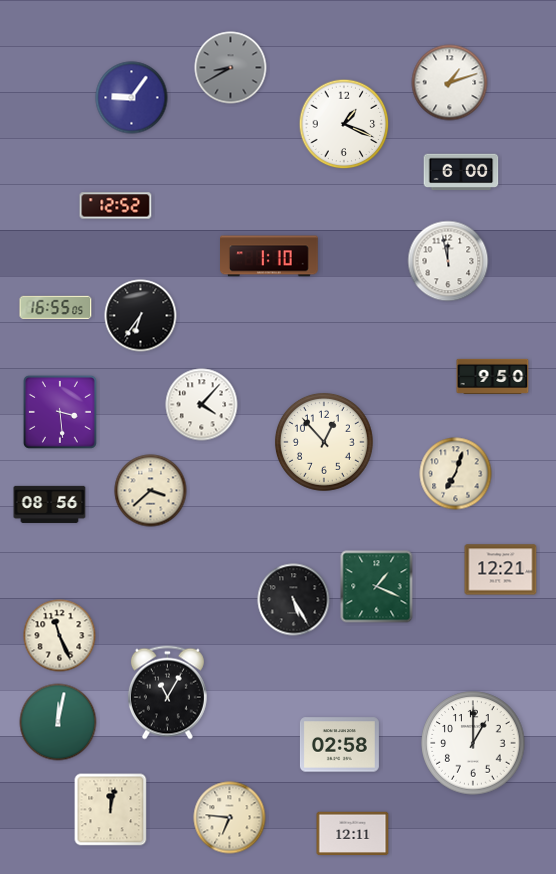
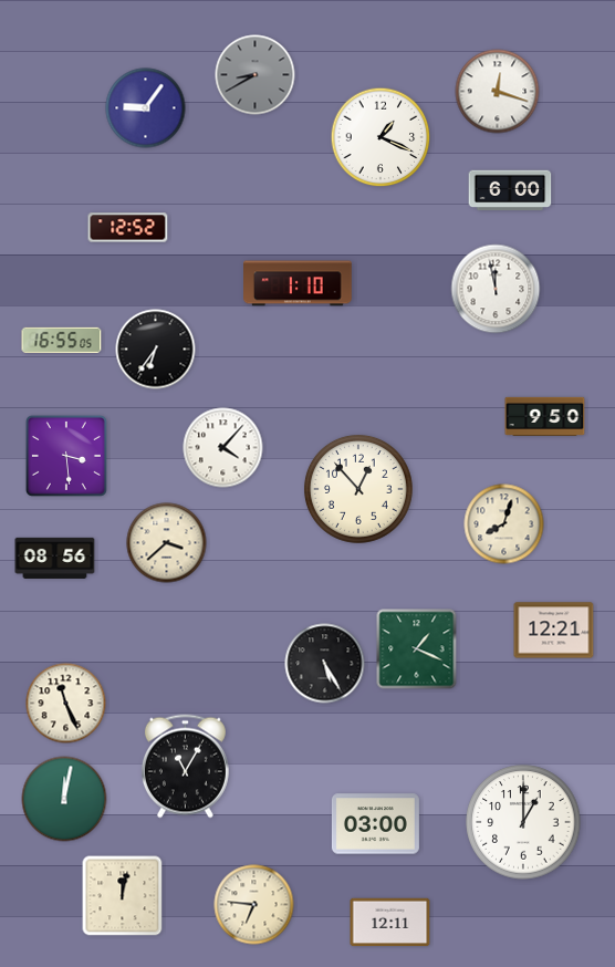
clock at (450, 83): 1:12 -> 12:18
clock at (456, 474): 7:03 -> 8:03
clock at (339, 745): 02:58 -> 03:00
